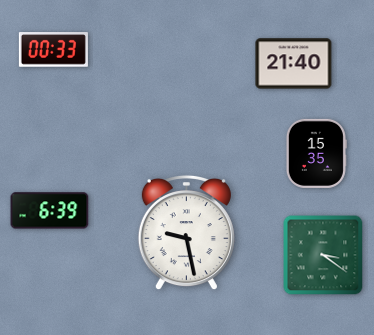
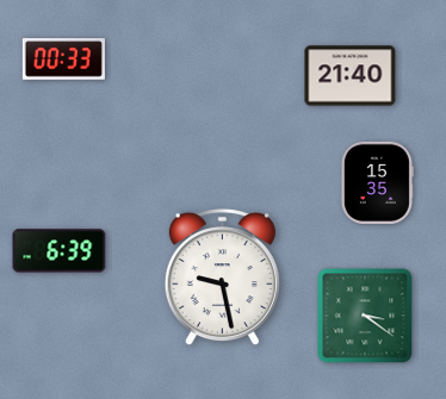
clock at (323, 255) position: (323, 255) -> (365, 316)
